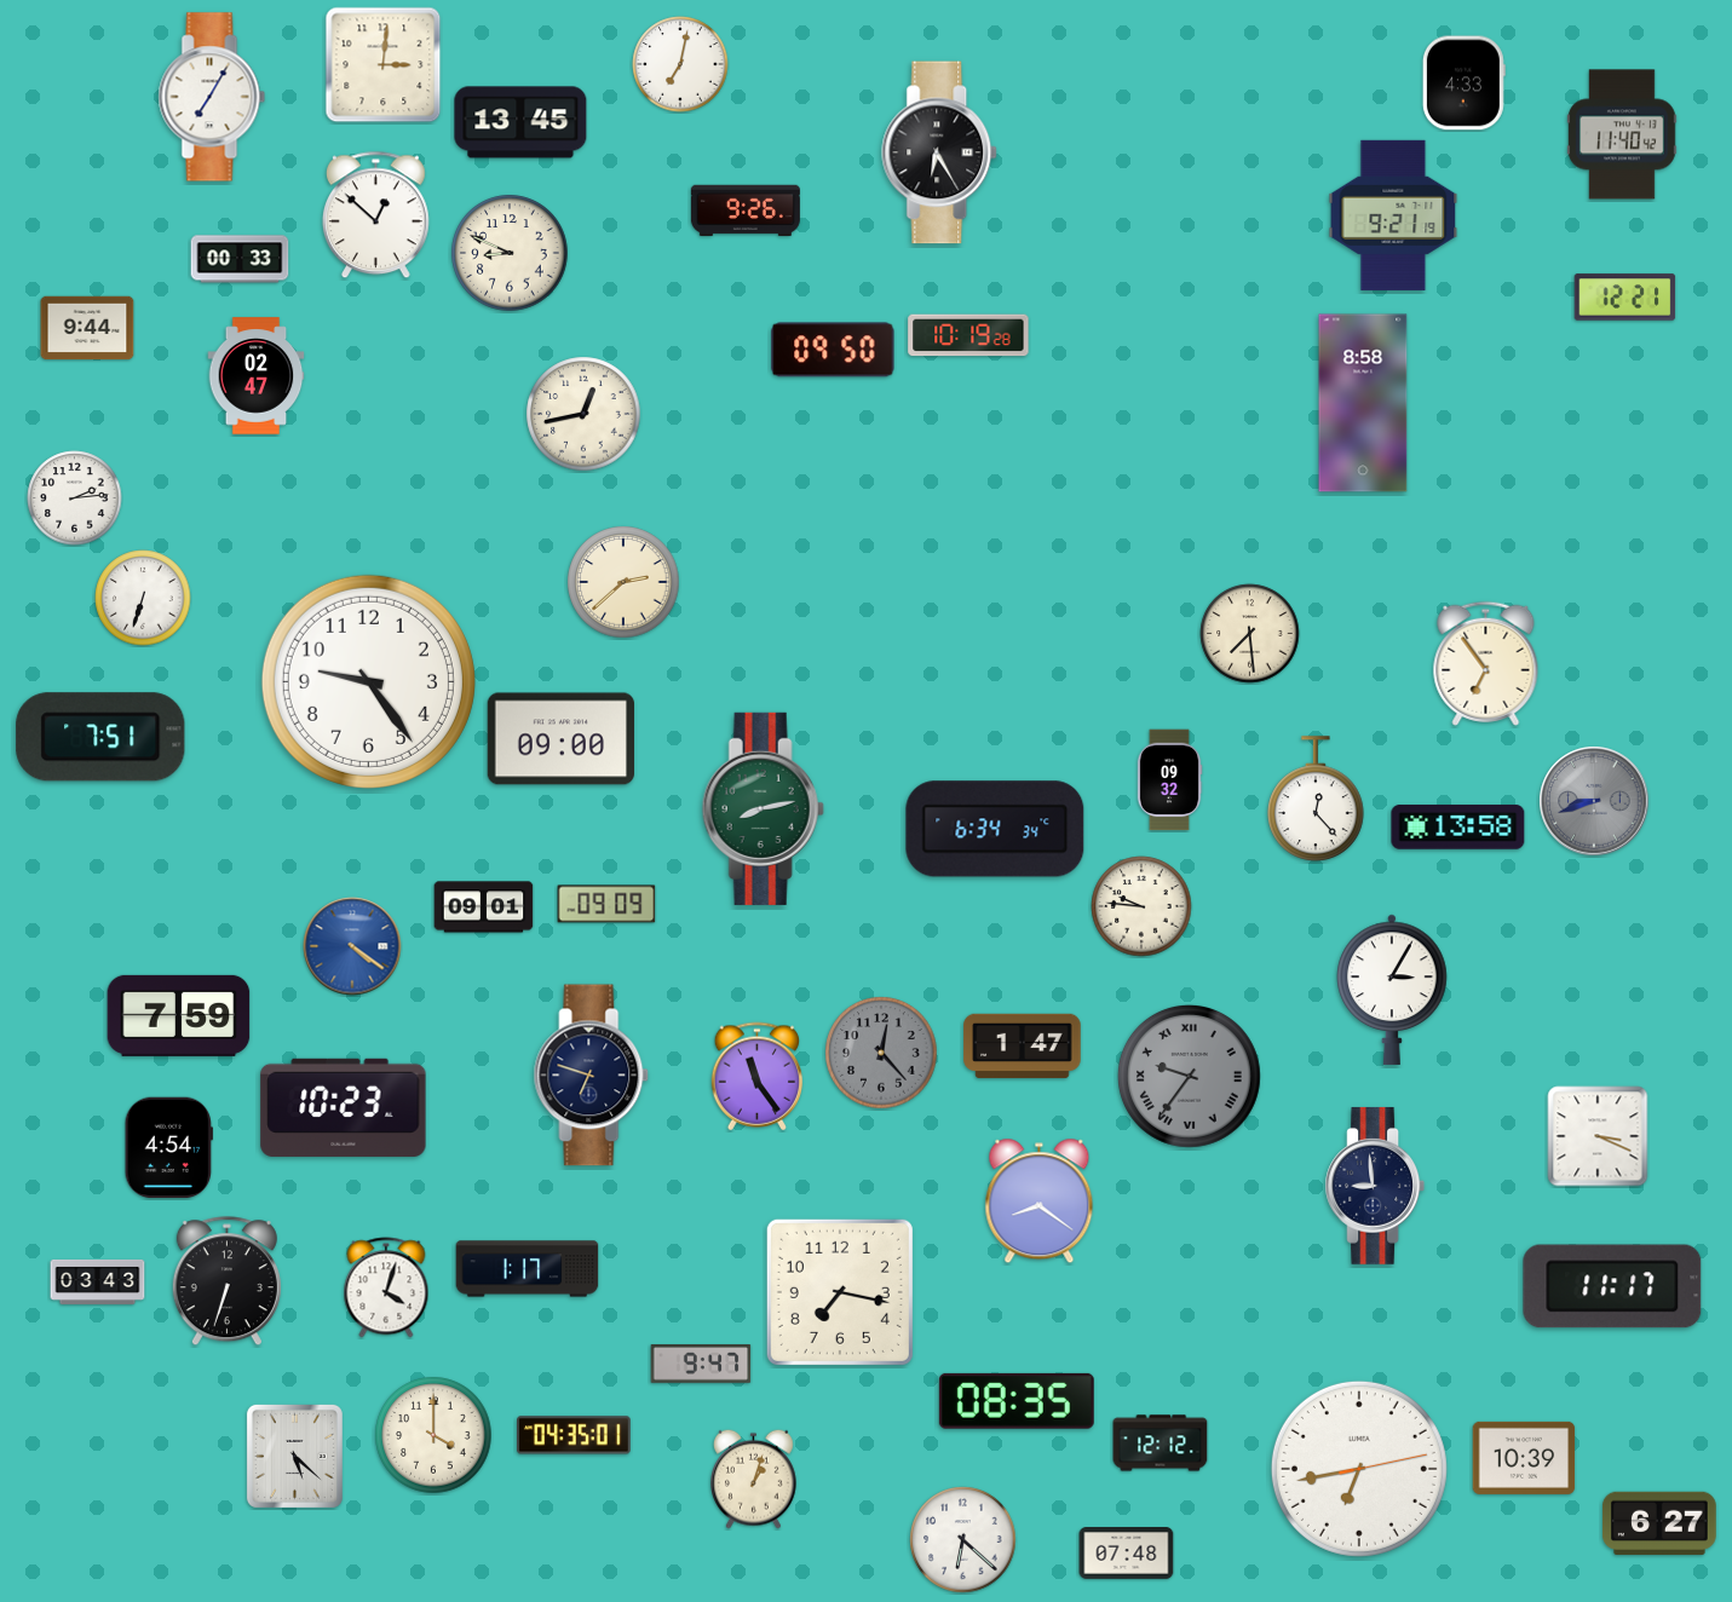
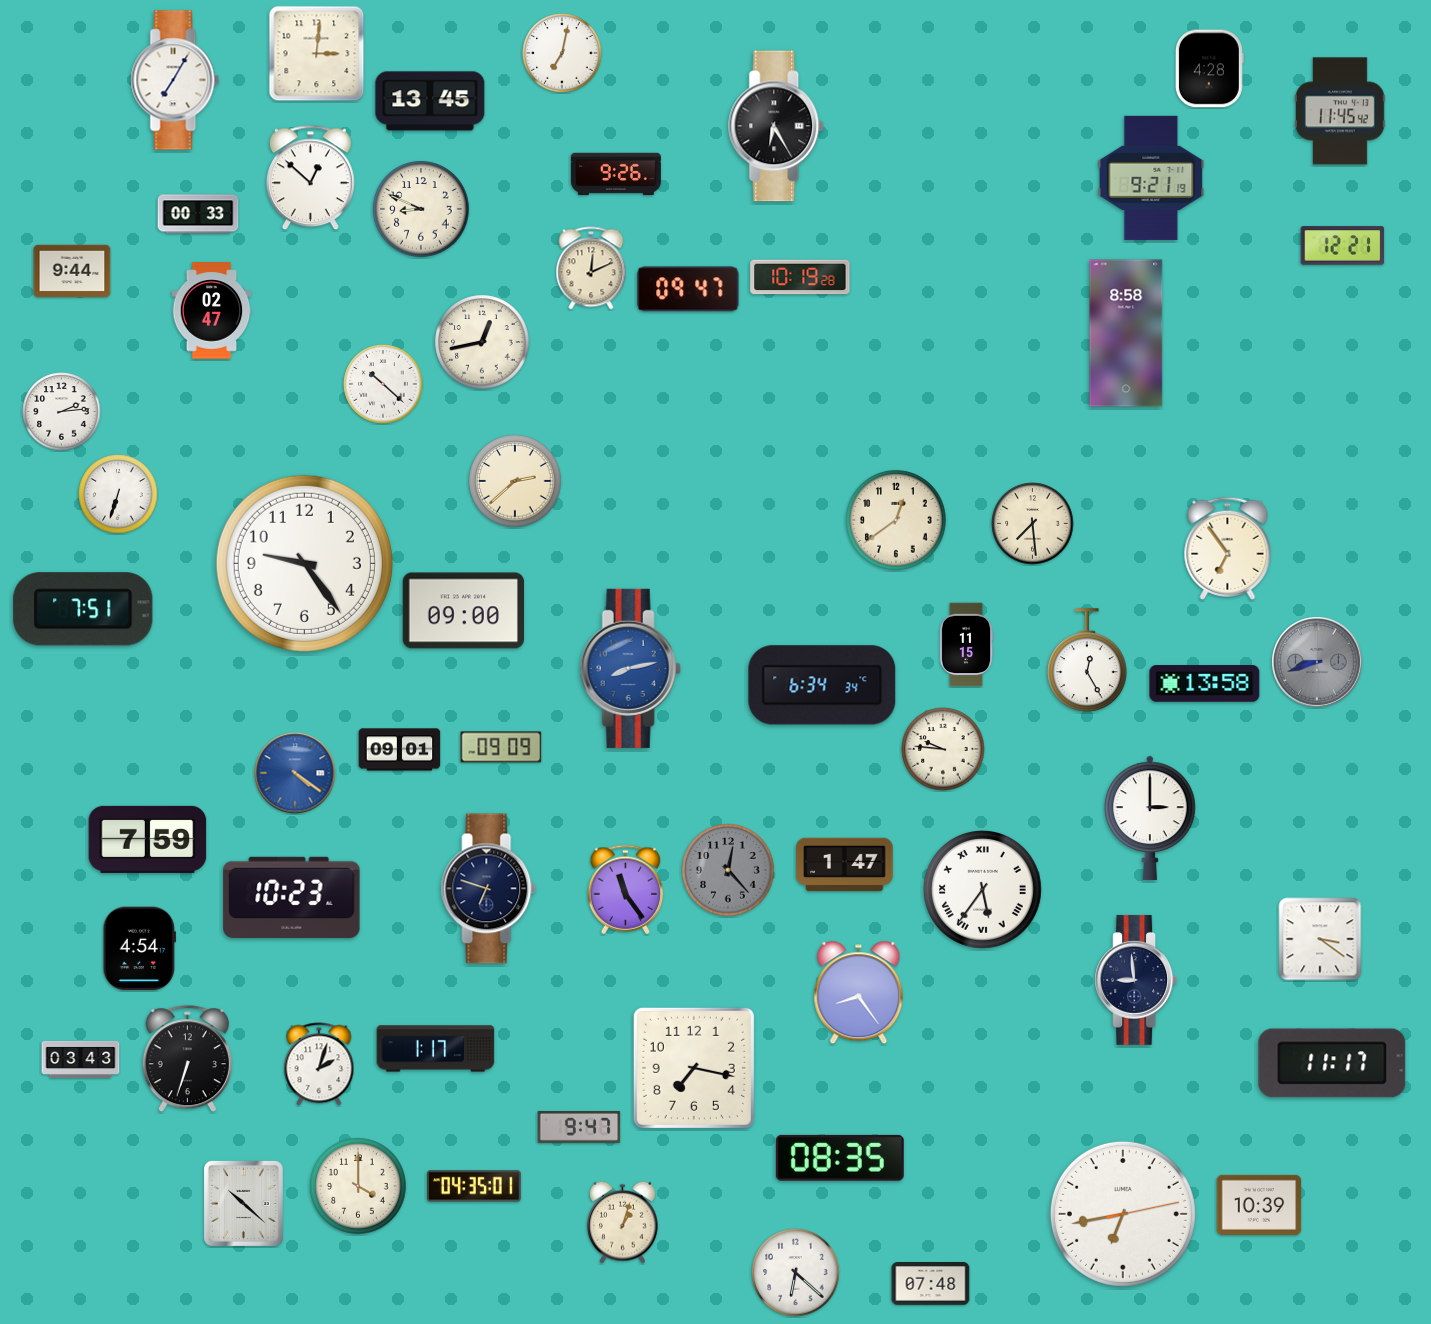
clock at (1463, 83): 4:33 -> 4:28
clock at (1623, 134): 11:40 -> 11:45
clock at (591, 268): none -> 12:11
clock at (833, 350): 09:50 -> 09:47
clock at (383, 384): none -> 10:22
clock at (896, 520): none -> 12:39
clock at (1169, 780): 09:32 -> 11:15
clock at (1317, 799): 12:23 -> 12:25
clock at (763, 808) dial: green -> blue
clock at (352, 946) position: (352, 946) -> (295, 773)
clock at (1392, 990): 3:05 -> 3:00
clock at (1190, 1077): 9:36 -> 5:36
clock at (1190, 1077) dial: grey -> white
clock at (344, 1107) position: (344, 1107) -> (292, 897)
clock at (1598, 1136): 3:19 -> 3:21
clock at (1040, 1201): 8:21 -> 8:24
clock at (386, 1287): 4:03 -> 2:03
clock at (1161, 1443): 12:12 -> none
clock at (294, 1456): 5:22 -> 10:22
clock at (1659, 1523): 6:27 -> none
